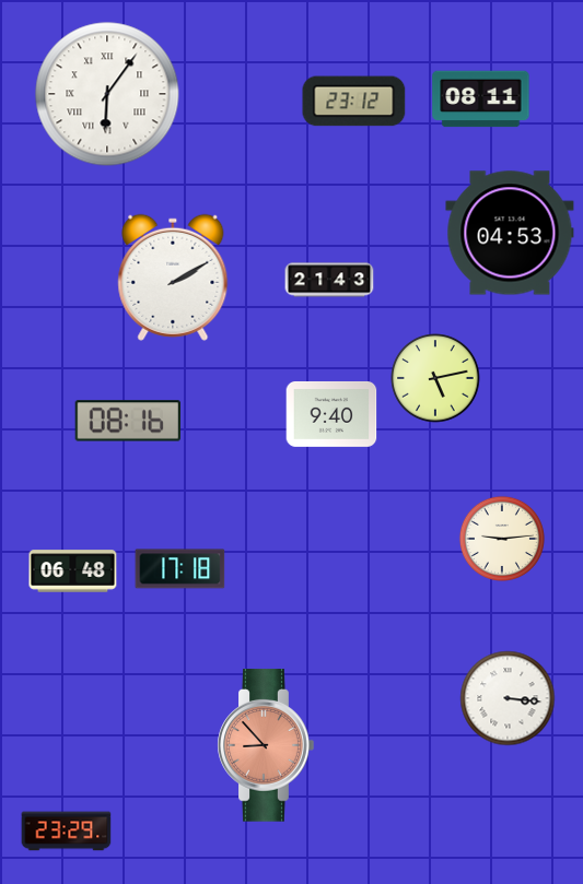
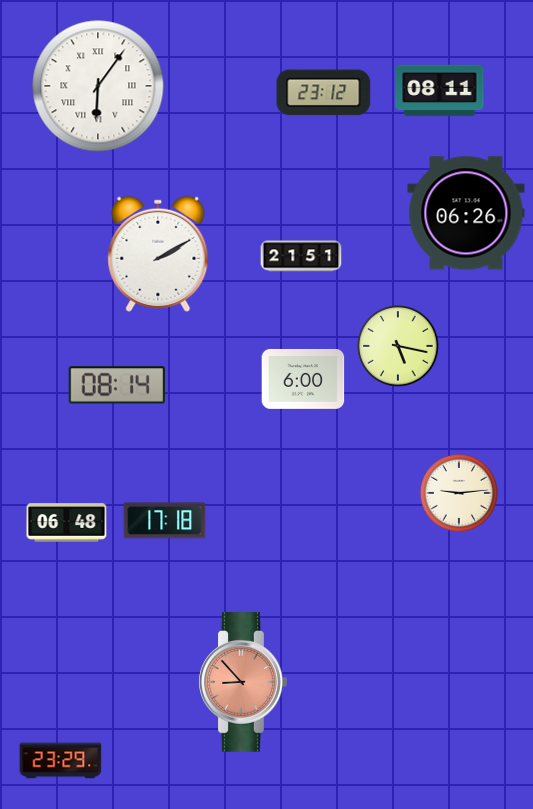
clock at (510, 233): 04:53 -> 06:26
clock at (329, 280): 21:43 -> 21:51
clock at (435, 378): 5:13 -> 5:17
clock at (331, 414): 9:40 -> 6:00
clock at (127, 421): 08:16 -> 08:14
clock at (508, 698): 3:16 -> none
